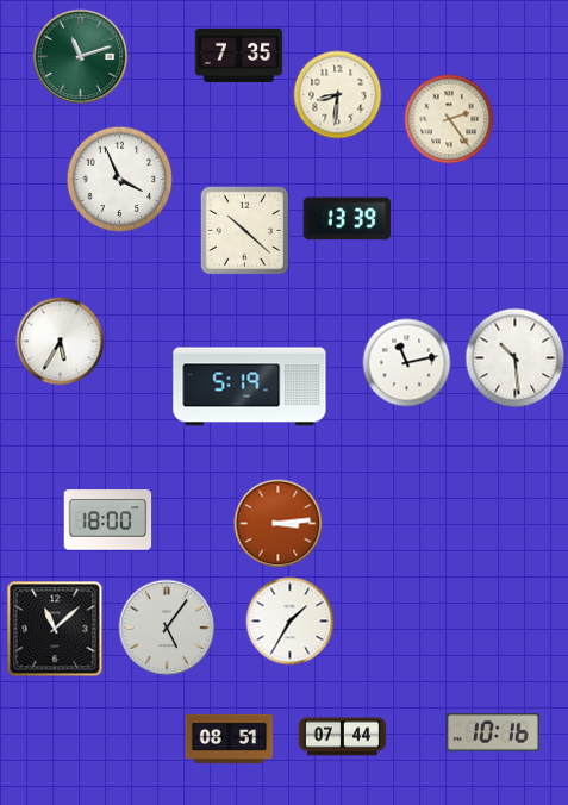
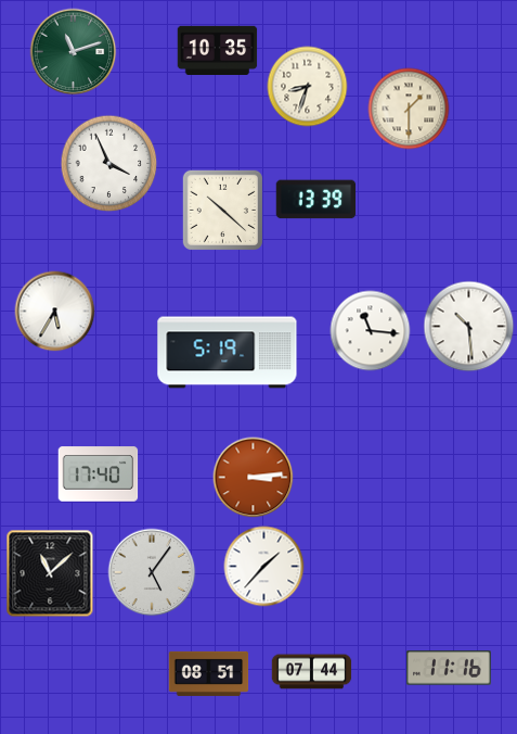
clock at (239, 55): 7:35 -> 10:35
clock at (338, 95): 8:31 -> 8:33
clock at (449, 119): 2:24 -> 1:30
clock at (407, 363): 11:13 -> 11:16
clock at (108, 520): 18:00 -> 17:40
clock at (291, 622): 1:35 -> 1:37
clock at (493, 732): 10:16 -> 11:16
